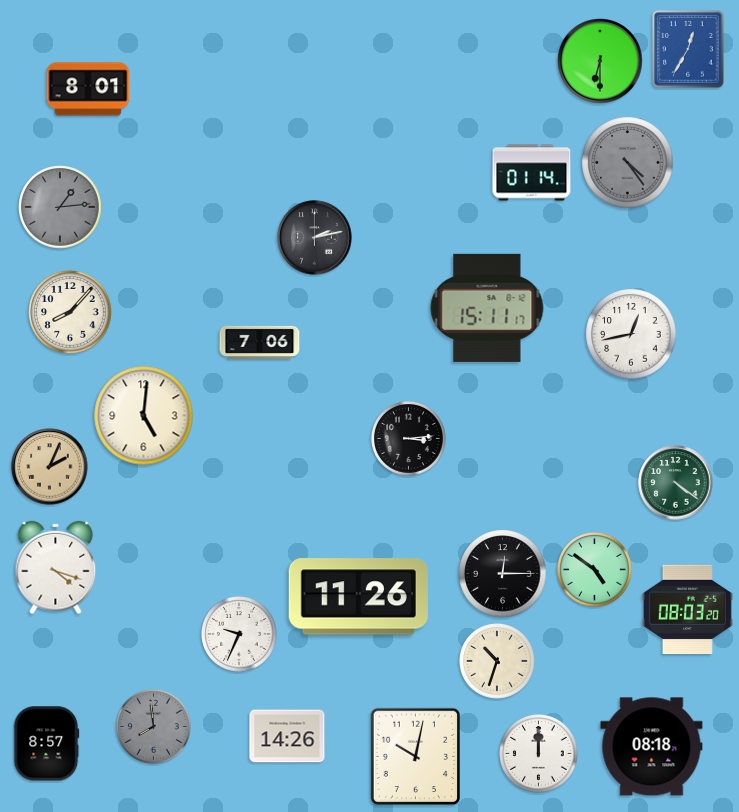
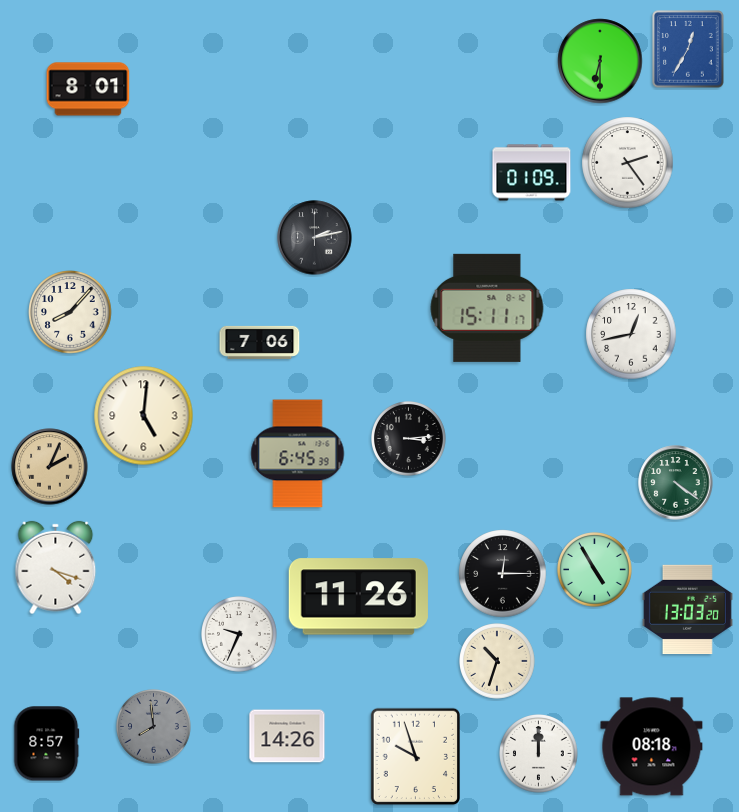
clock at (628, 163): 4:24 -> 2:24
clock at (628, 163) dial: grey -> white
clock at (532, 173): 01:14 -> 01:09
clock at (60, 207): 1:14 -> none
clock at (298, 454): none -> 6:45
clock at (595, 570): 4:51 -> 4:55
clock at (687, 609): 08:03 -> 13:03
clock at (416, 757): 10:02 -> 9:57
